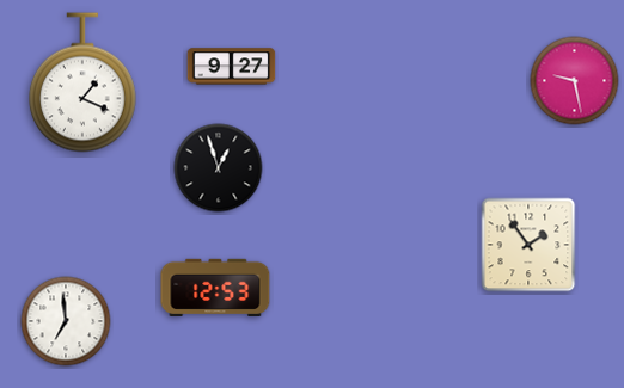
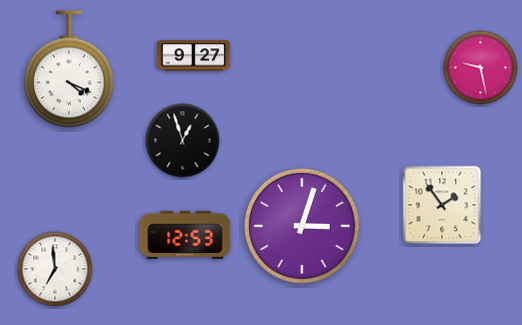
clock at (82, 82): 1:19 -> 4:19
clock at (302, 226): none -> 3:03
clock at (215, 288) position: (215, 288) -> (185, 235)
